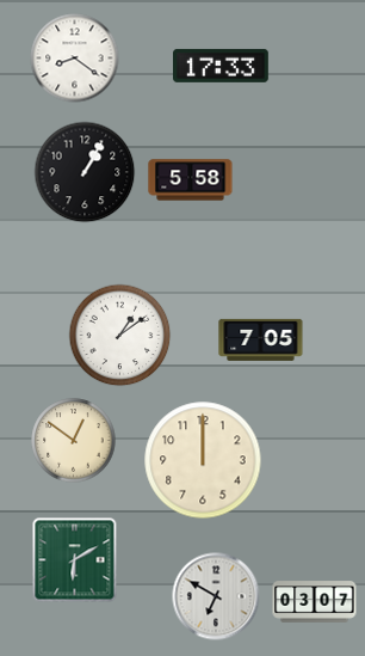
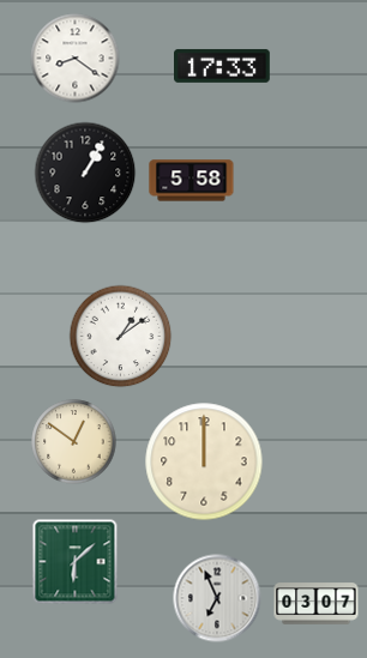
clock at (261, 339): 7:05 -> none
clock at (75, 560): 6:10 -> 6:08
clock at (216, 596): 6:50 -> 6:56
